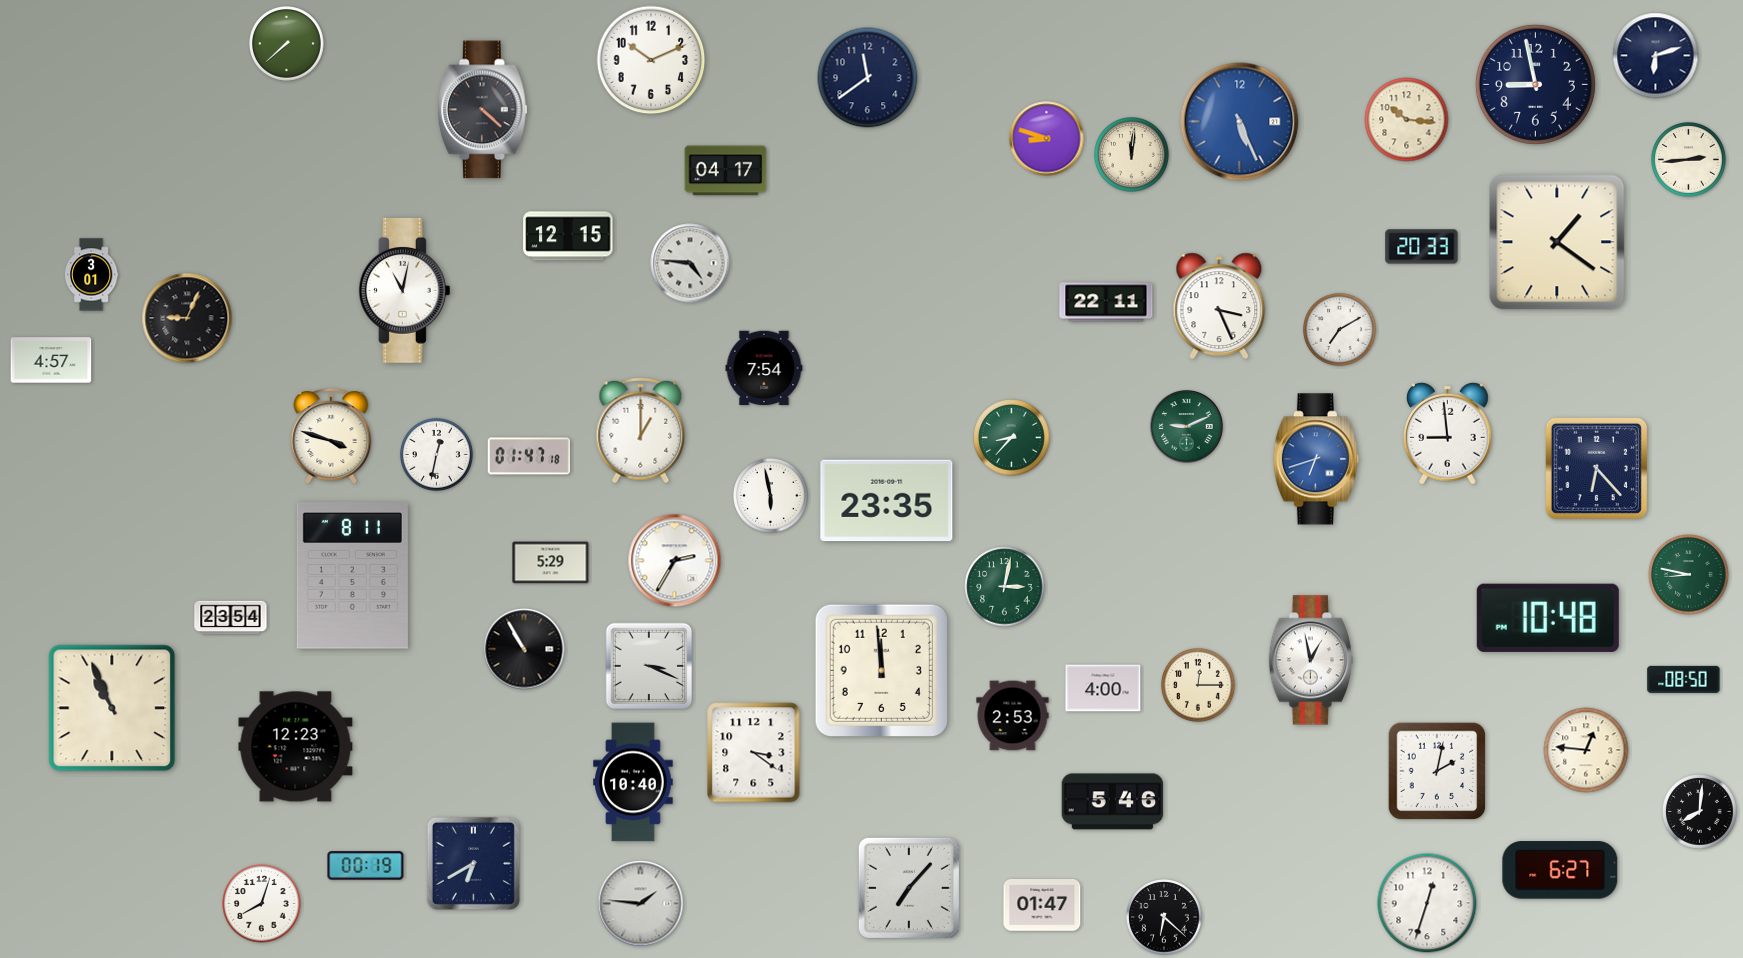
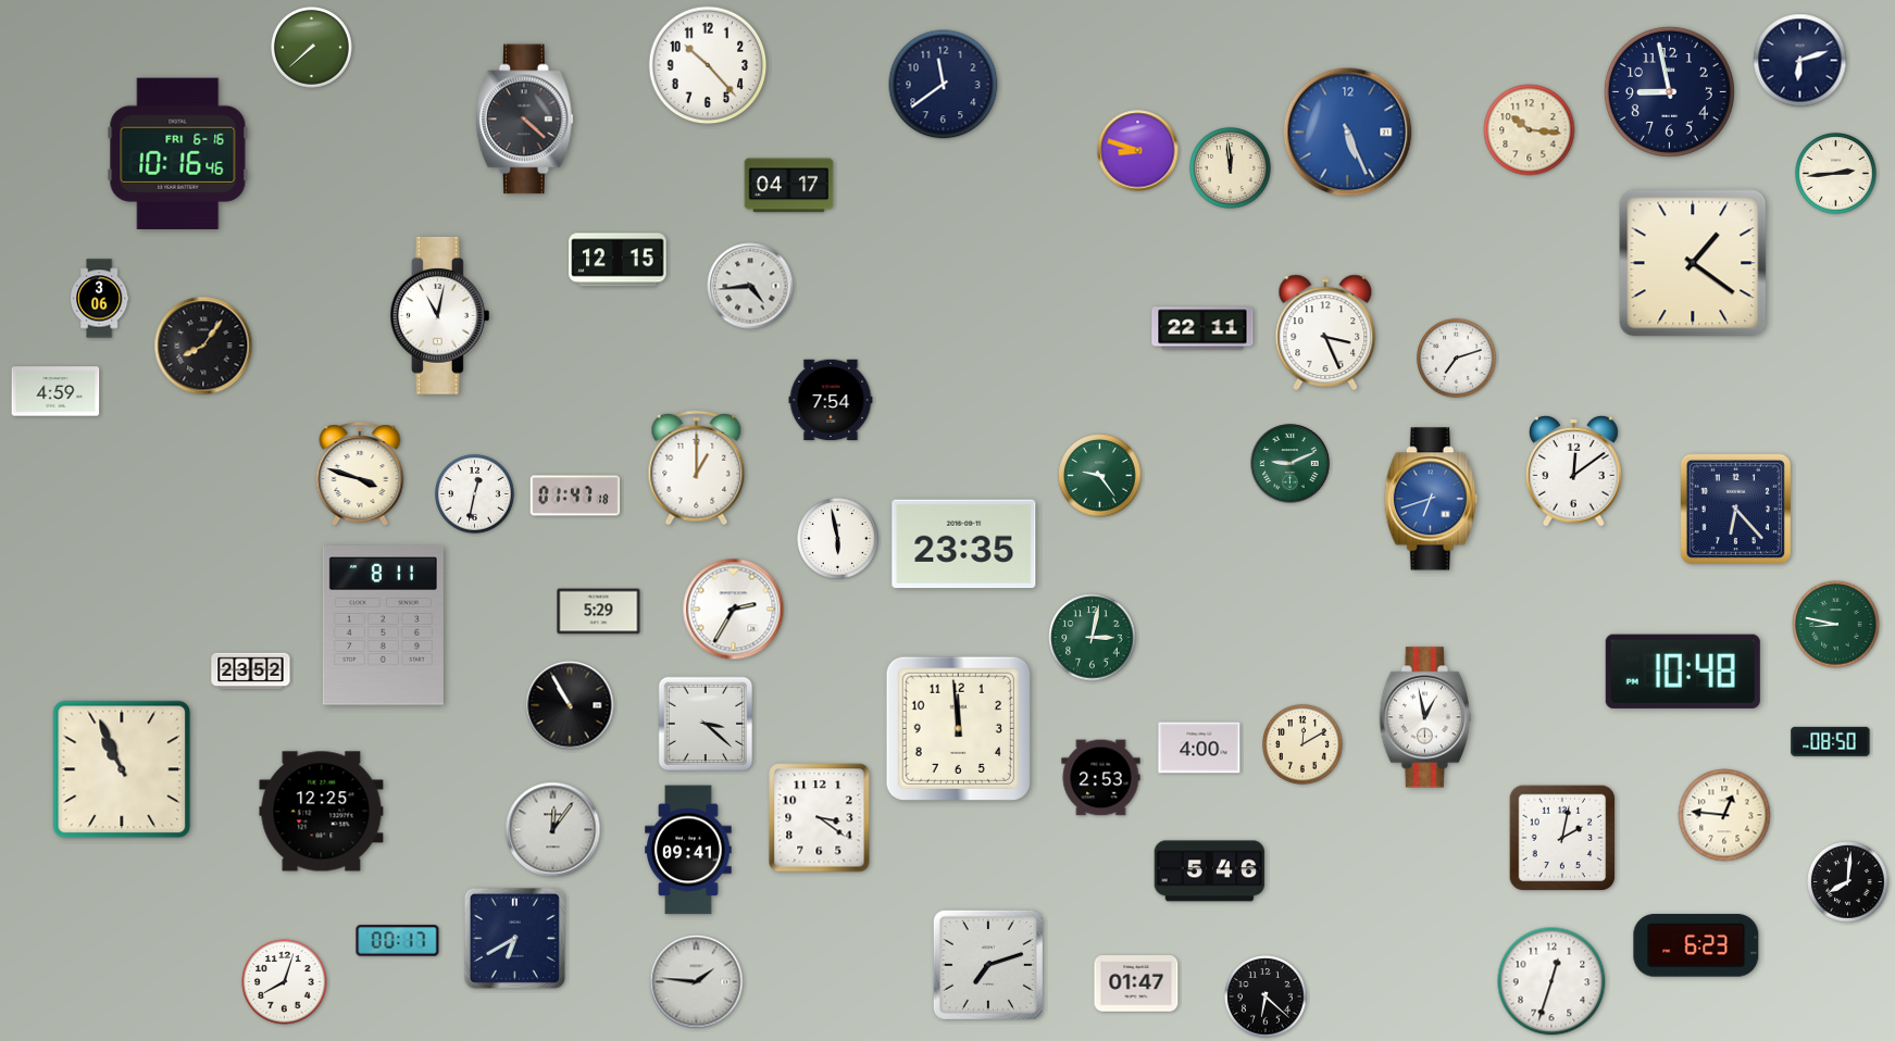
clock at (651, 60): 10:11 -> 10:23
clock at (178, 153): none -> 10:16
clock at (1132, 155): 12:01 -> 11:59
clock at (568, 236) position: (568, 236) -> (618, 260)
clock at (1422, 247): 20:33 -> none
clock at (690, 263): 4:46 -> 4:44
clock at (91, 275): 3:01 -> 3:06
clock at (187, 318): 9:04 -> 8:06
clock at (1339, 329): 7:10 -> 7:12
clock at (51, 360): 4:57 -> 4:59
clock at (1447, 433): 8:59 -> 12:09
clock at (1012, 438): 8:37 -> 9:24
clock at (231, 618): 23:54 -> 23:52
clock at (649, 666): 3:19 -> 3:22
clock at (1684, 679) position: (1684, 679) -> (1831, 741)
clock at (1199, 686): 12:15 -> 12:10
clock at (296, 747): 12:23 -> 12:25
clock at (553, 830): none -> 12:06
clock at (633, 782): 10:40 -> 09:41
clock at (366, 866): 00:19 -> 00:17
clock at (1560, 870): 6:27 -> 6:23
clock at (909, 888): 7:07 -> 7:12
clock at (1042, 905) position: (1042, 905) -> (1136, 983)
